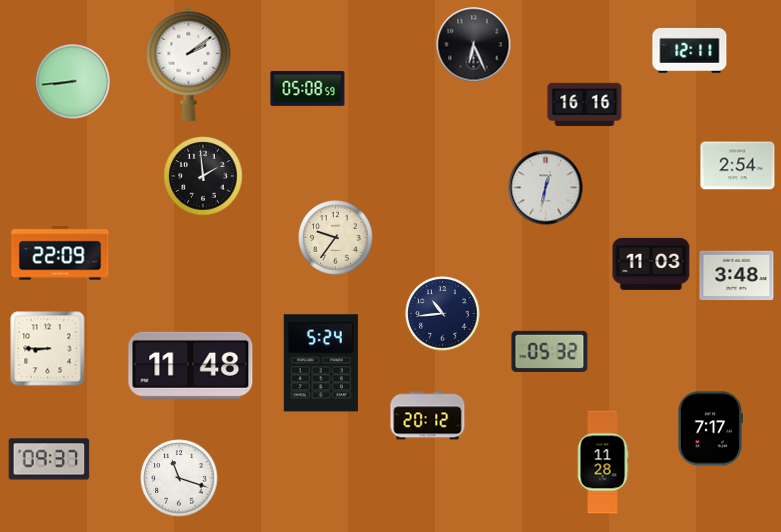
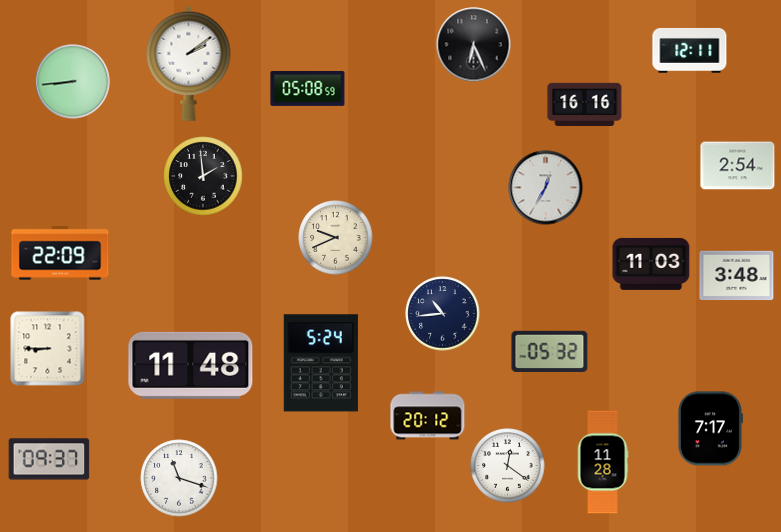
clock at (546, 188): 12:32 -> 12:35
clock at (336, 238): 9:36 -> 9:41
clock at (508, 466): none -> 12:21
